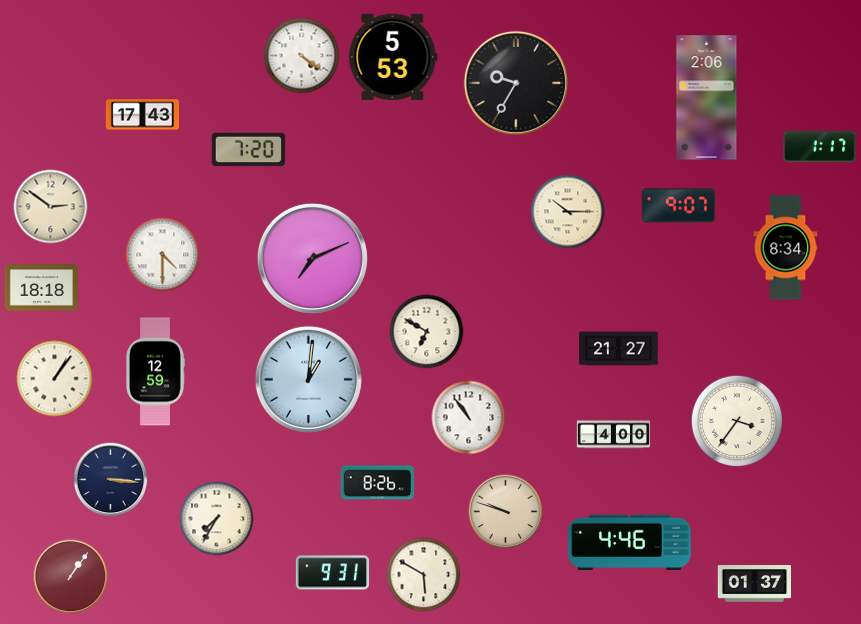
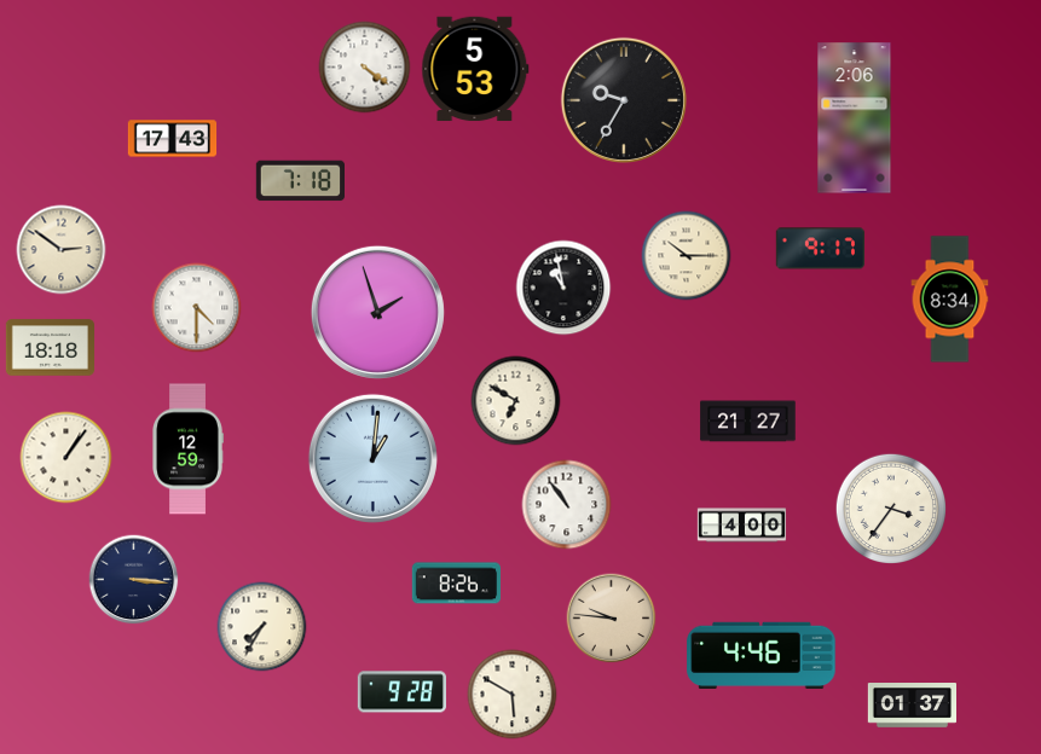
clock at (820, 147): 1:17 -> none
clock at (248, 150): 7:20 -> 7:18
clock at (678, 206): 9:07 -> 9:17
clock at (563, 288): none -> 10:58
clock at (312, 258): 7:11 -> 1:57
clock at (506, 512): 9:48 -> 9:46
clock at (332, 573): 9:31 -> 9:28
clock at (71, 577): 1:06 -> none
